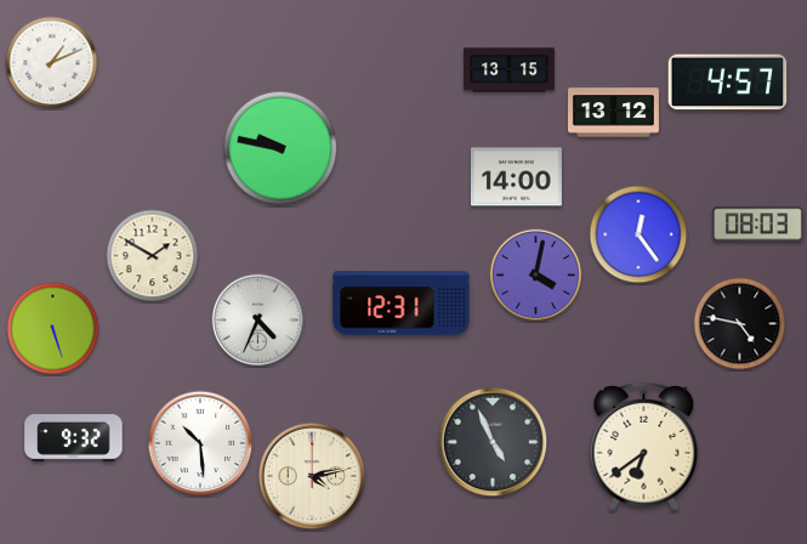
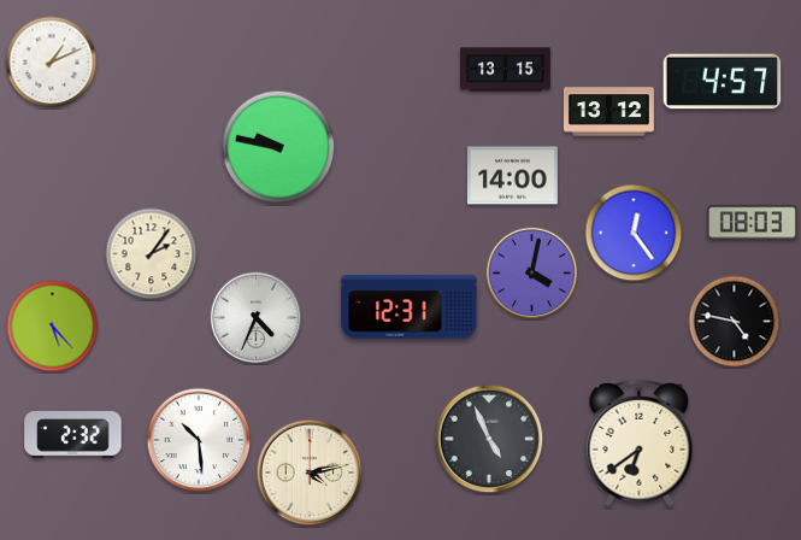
clock at (153, 256): 1:50 -> 2:06
clock at (402, 304) position: (402, 304) -> (410, 307)
clock at (53, 329): 5:27 -> 5:23
clock at (74, 438): 9:32 -> 2:32
